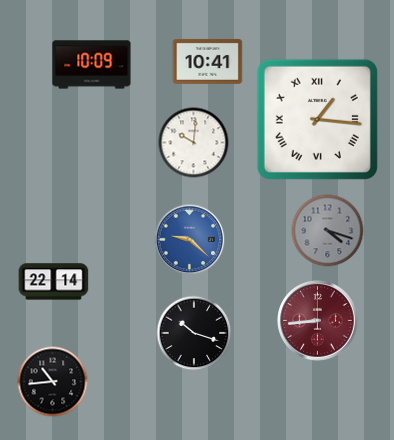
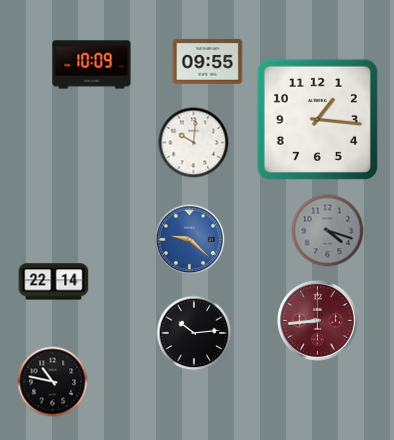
clock at (208, 62): 10:41 -> 09:55
clock at (317, 119) numerals: Roman -> Arabic
clock at (194, 333): 10:18 -> 10:14
clock at (53, 382): 10:44 -> 10:47
